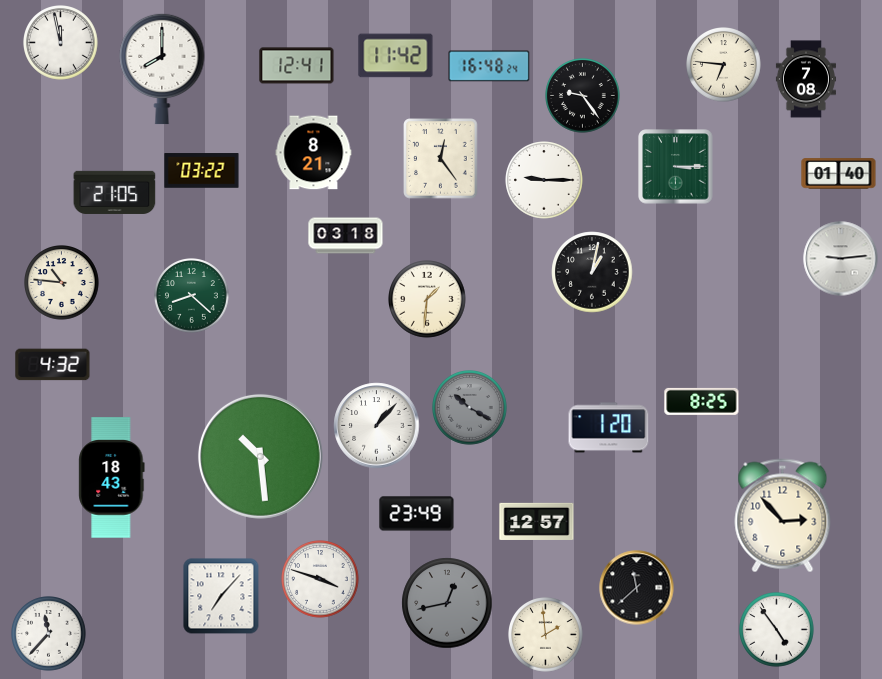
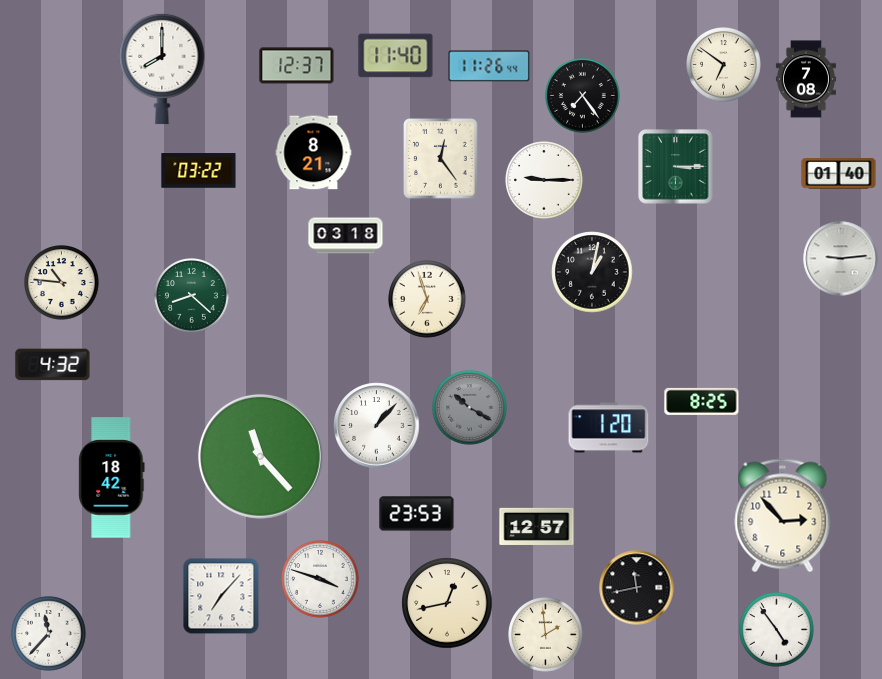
clock at (61, 43): 11:58 -> none
clock at (396, 56): 11:42 -> 11:40
clock at (724, 65): 6:46 -> 6:51
clock at (297, 66): 12:41 -> 12:37
clock at (489, 66): 16:48 -> 11:26
clock at (583, 96): 9:24 -> 7:24
clock at (202, 171) position: (202, 171) -> (199, 171)
clock at (115, 192): 21:05 -> none
clock at (427, 299): 1:31 -> 6:57
clock at (260, 456): 10:29 -> 11:23
clock at (112, 478): 18:43 -> 18:42
clock at (417, 514): 23:49 -> 23:53
clock at (537, 521) position: (537, 521) -> (537, 526)
clock at (637, 588): 11:38 -> 11:43
clock at (447, 603) dial: grey -> cream
